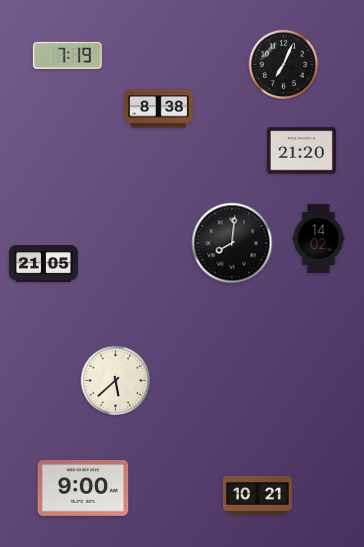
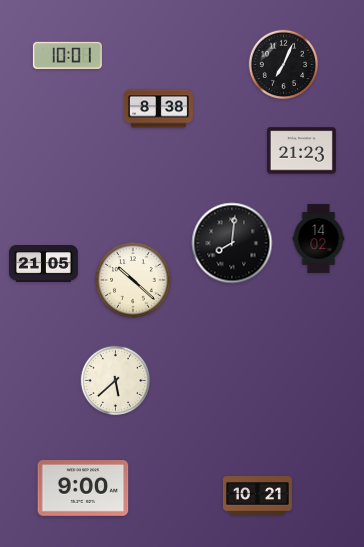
clock at (67, 55): 7:19 -> 10:01
clock at (301, 151): 21:20 -> 21:23
clock at (133, 280): none -> 10:22
